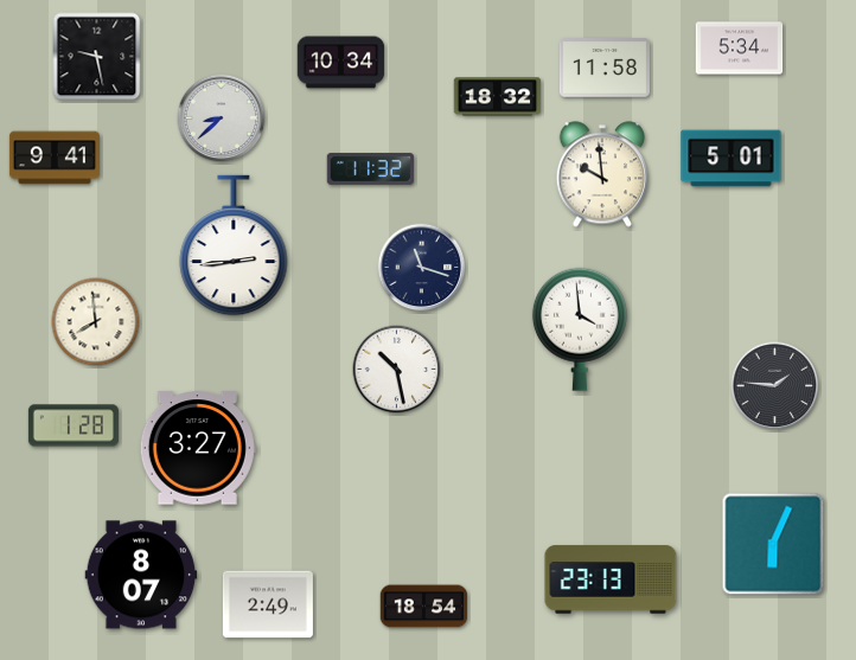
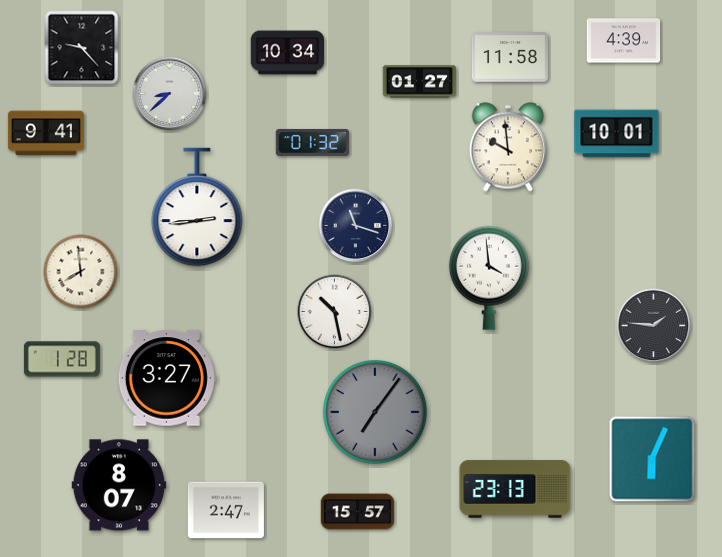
clock at (740, 49): 5:34 -> 4:39
clock at (97, 57): 9:28 -> 9:23
clock at (498, 97): 18:32 -> 01:27
clock at (222, 118) position: (222, 118) -> (170, 94)
clock at (732, 159): 5:01 -> 10:01
clock at (371, 168): 11:32 -> 01:32
clock at (375, 412): none -> 7:06
clock at (268, 604): 2:49 -> 2:47
clock at (424, 607): 18:54 -> 15:57
